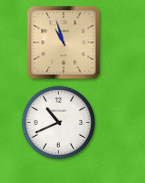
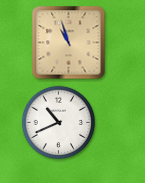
clock at (64, 43) position: (64, 43) -> (69, 43)
